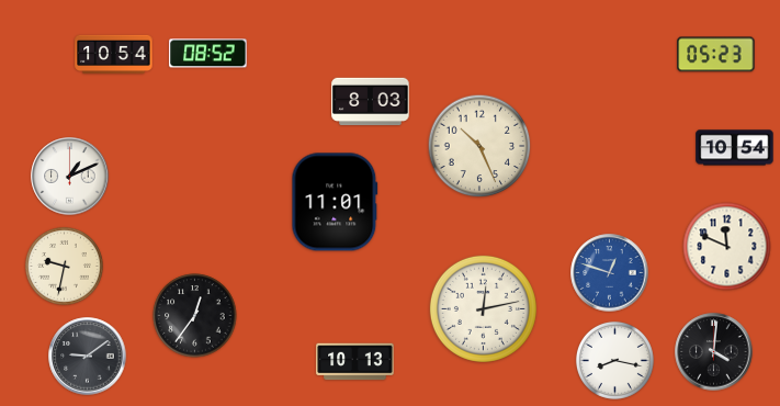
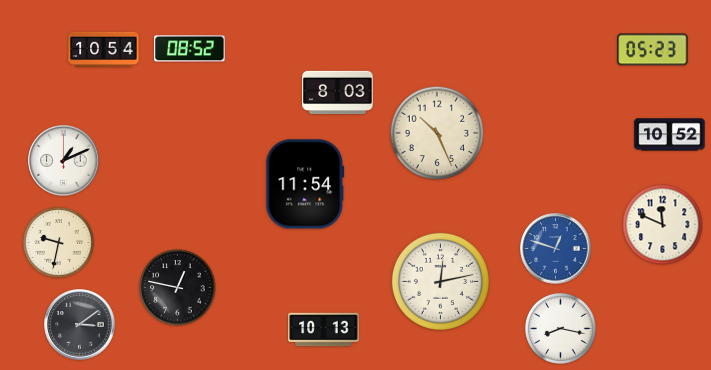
clock at (735, 148): 10:54 -> 10:52
clock at (335, 202): 11:01 -> 11:54
clock at (195, 316): 12:36 -> 12:47
clock at (714, 352): 4:01 -> none
clock at (88, 357): 9:09 -> 3:09
